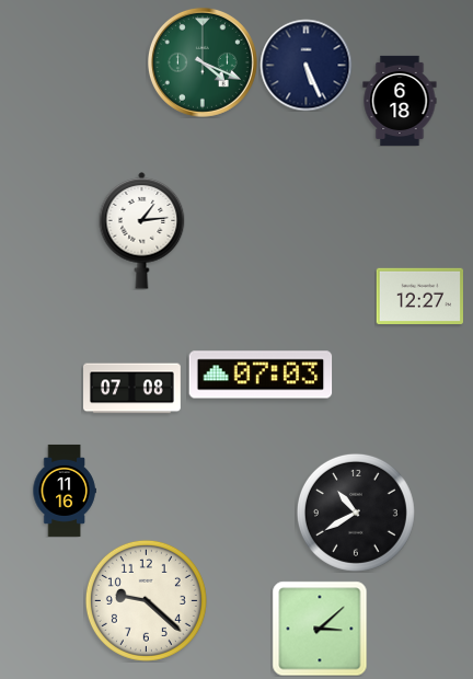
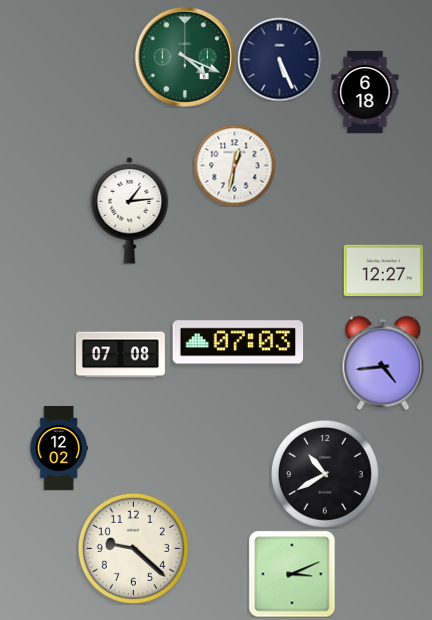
clock at (234, 165): none -> 12:32
clock at (383, 363): none -> 4:44
clock at (65, 491): 11:16 -> 12:02
clock at (356, 513) position: (356, 513) -> (325, 474)
clock at (320, 629): 3:08 -> 3:11
